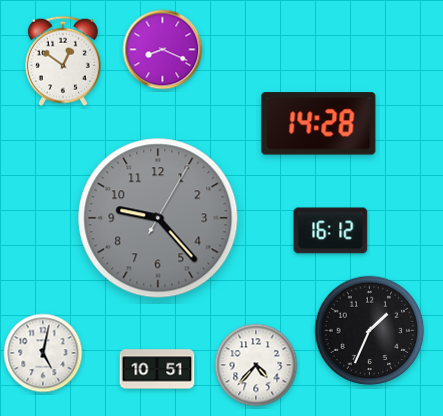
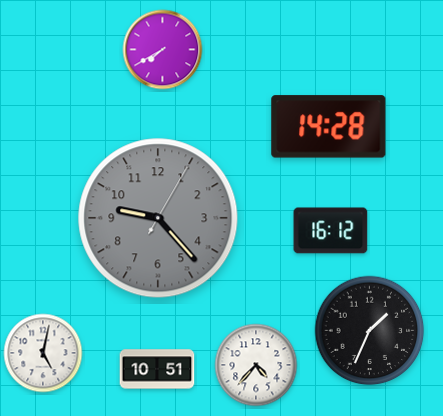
clock at (163, 50): 8:19 -> 7:40
clock at (63, 61): 12:51 -> none
clock at (319, 124) position: (319, 124) -> (329, 127)
